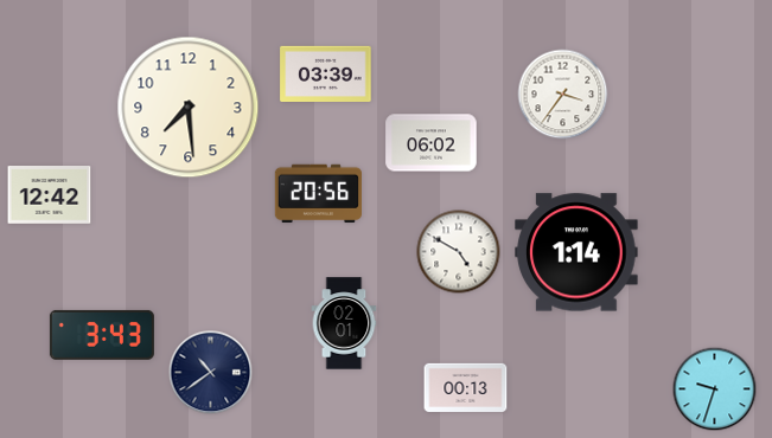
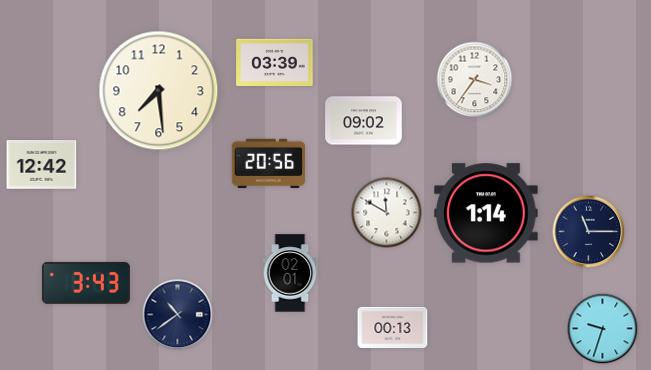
clock at (432, 143): 06:02 -> 09:02
clock at (459, 252): 4:50 -> 11:50
clock at (589, 232): none -> 11:15
